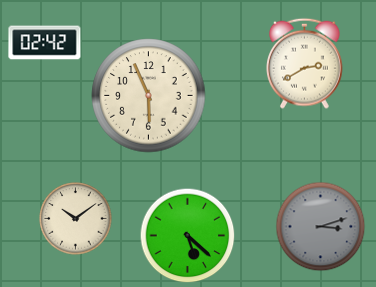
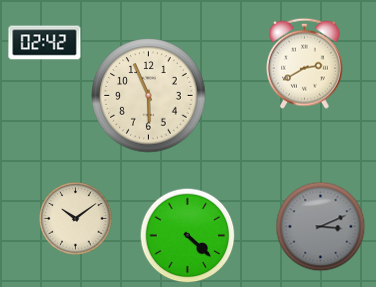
clock at (321, 227): 3:12 -> 3:11
clock at (188, 236): 5:22 -> 4:22
